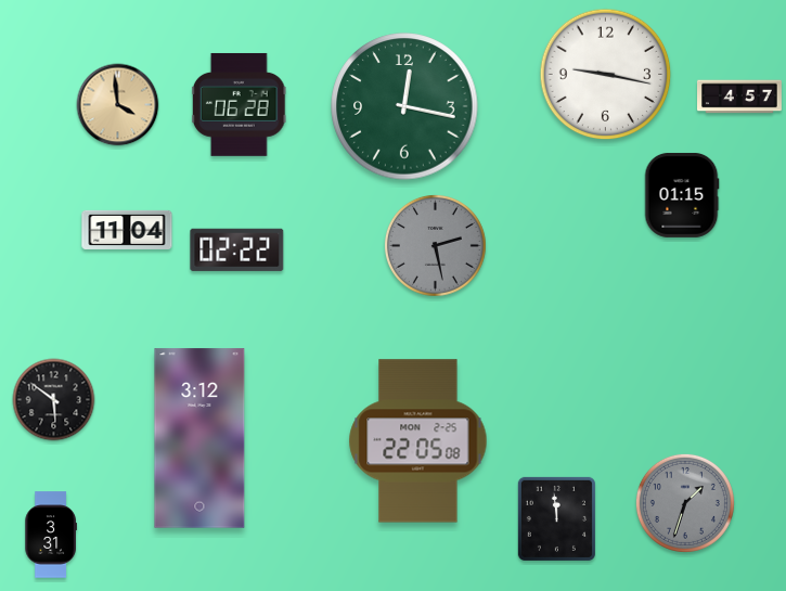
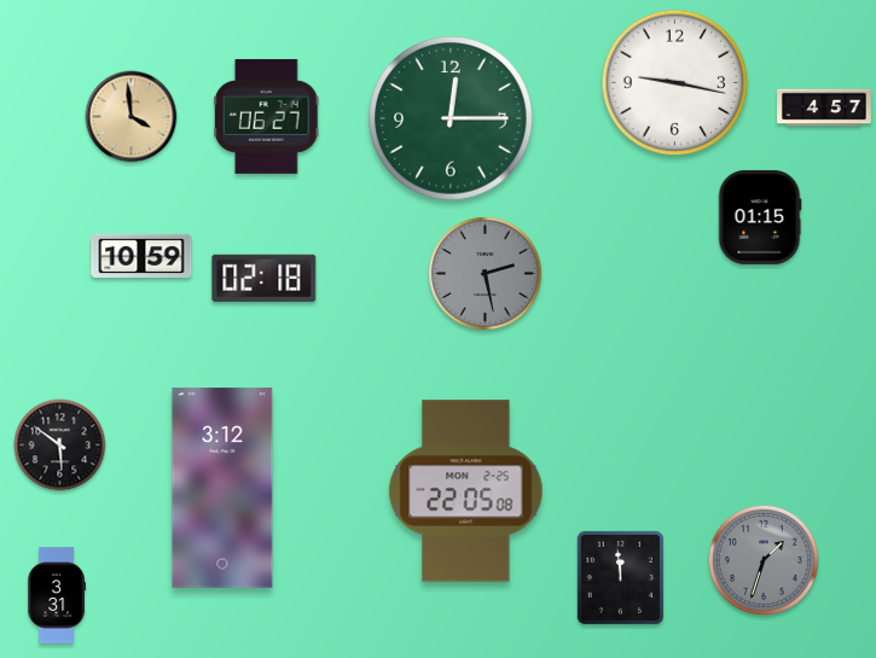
clock at (239, 104): 06:28 -> 06:27
clock at (404, 106): 12:17 -> 12:15
clock at (127, 230): 11:04 -> 10:59
clock at (237, 249): 02:22 -> 02:18
